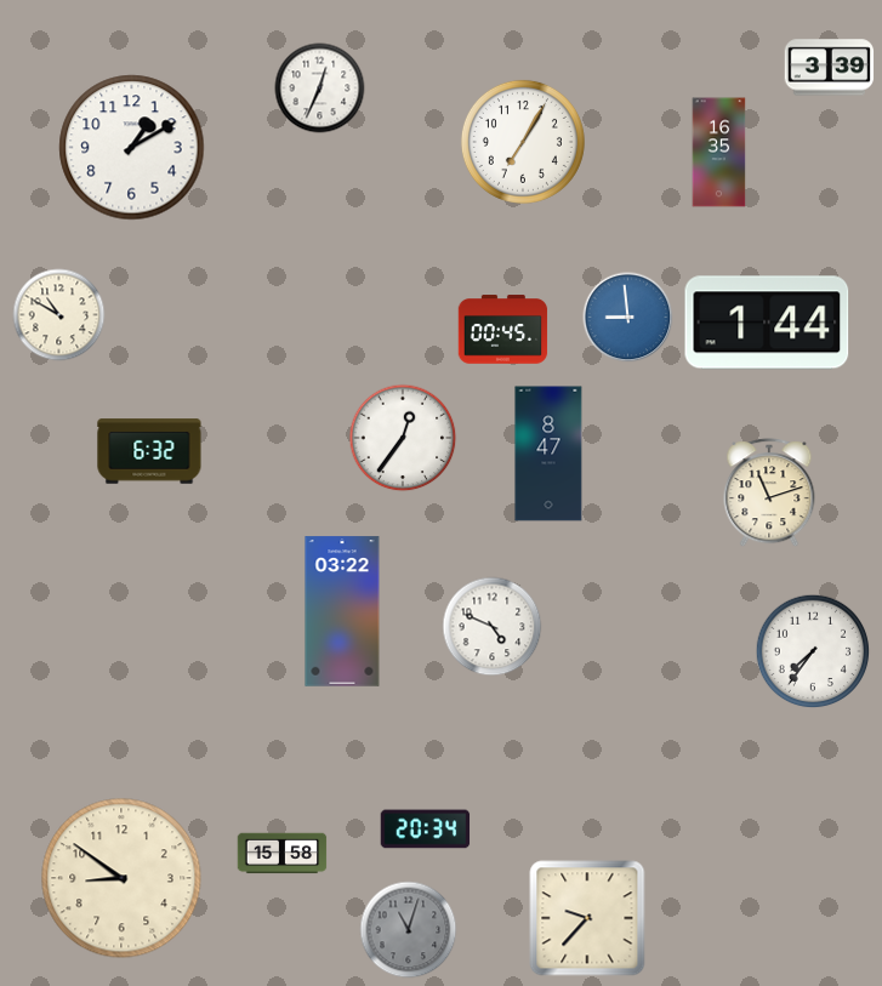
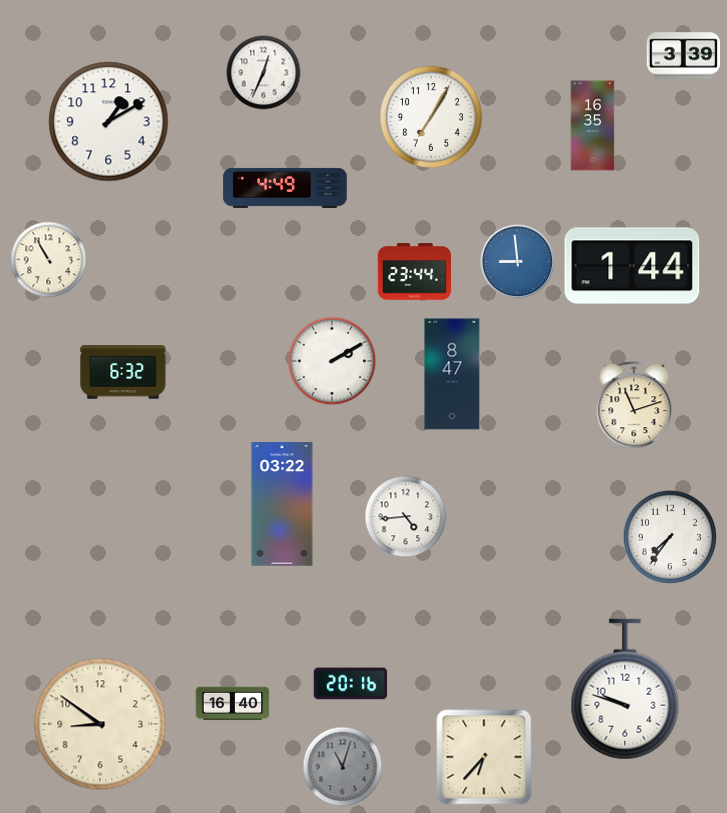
clock at (285, 188): none -> 4:49
clock at (59, 315): 10:50 -> 10:55
clock at (503, 330): 00:45 -> 23:44
clock at (403, 438): 12:36 -> 2:10
clock at (493, 627): 4:49 -> 4:44
clock at (426, 830): 20:34 -> 20:16
clock at (625, 689): none -> 9:48
clock at (283, 854): 15:58 -> 16:40
clock at (587, 918): 9:37 -> 6:37
clock at (409, 930) position: (409, 930) -> (343, 767)
